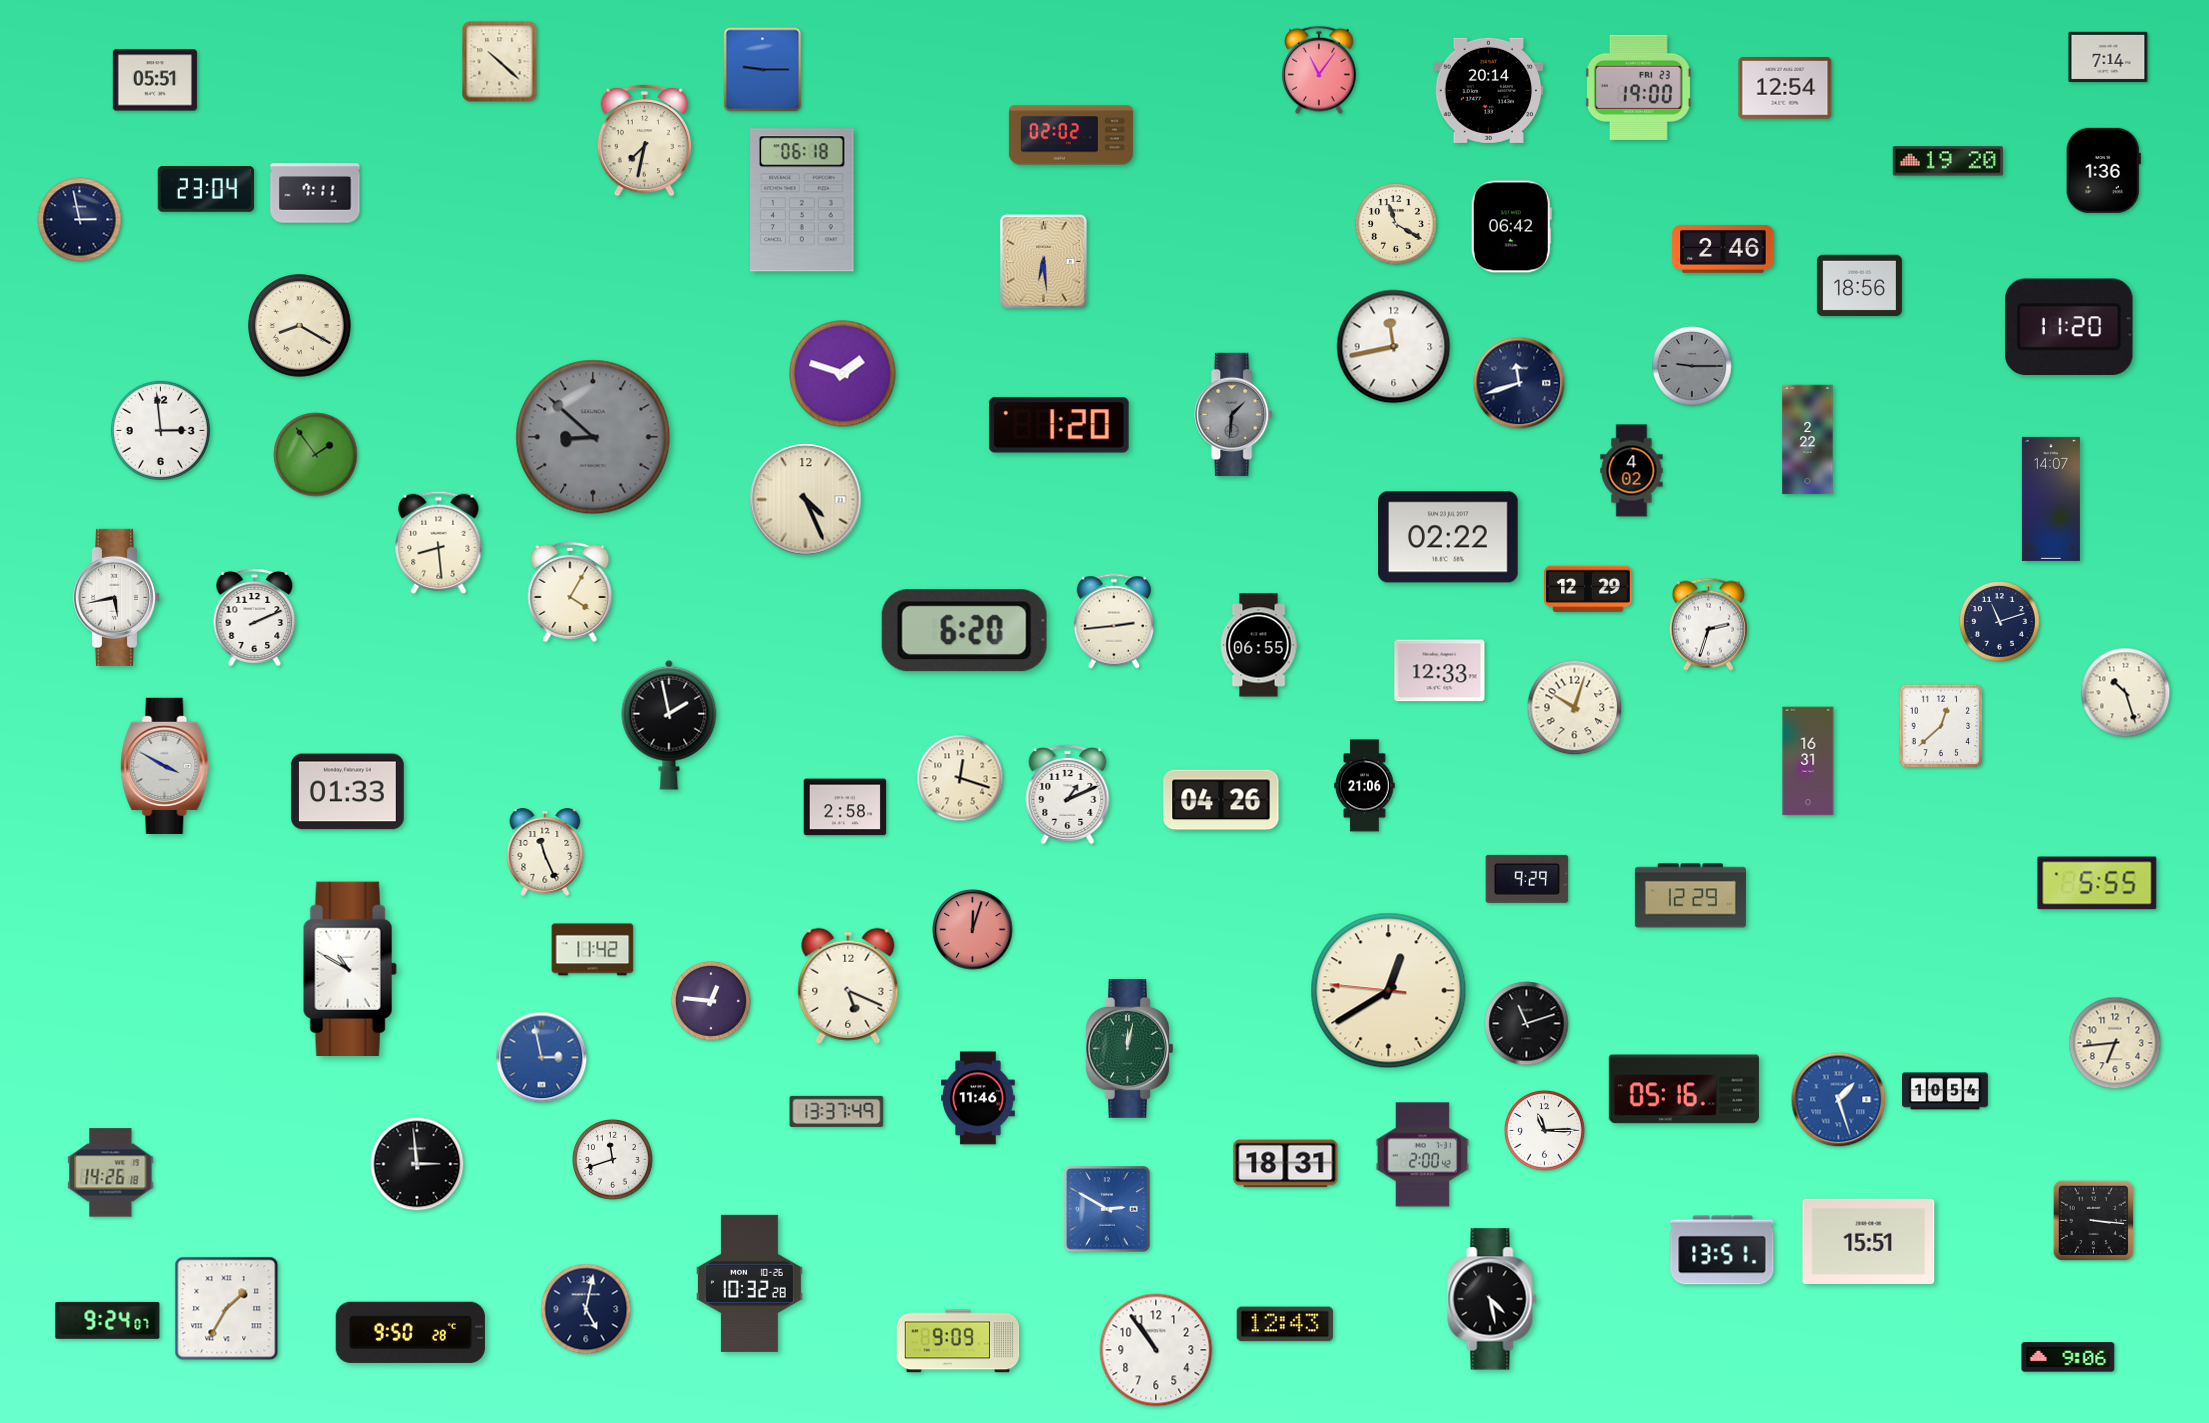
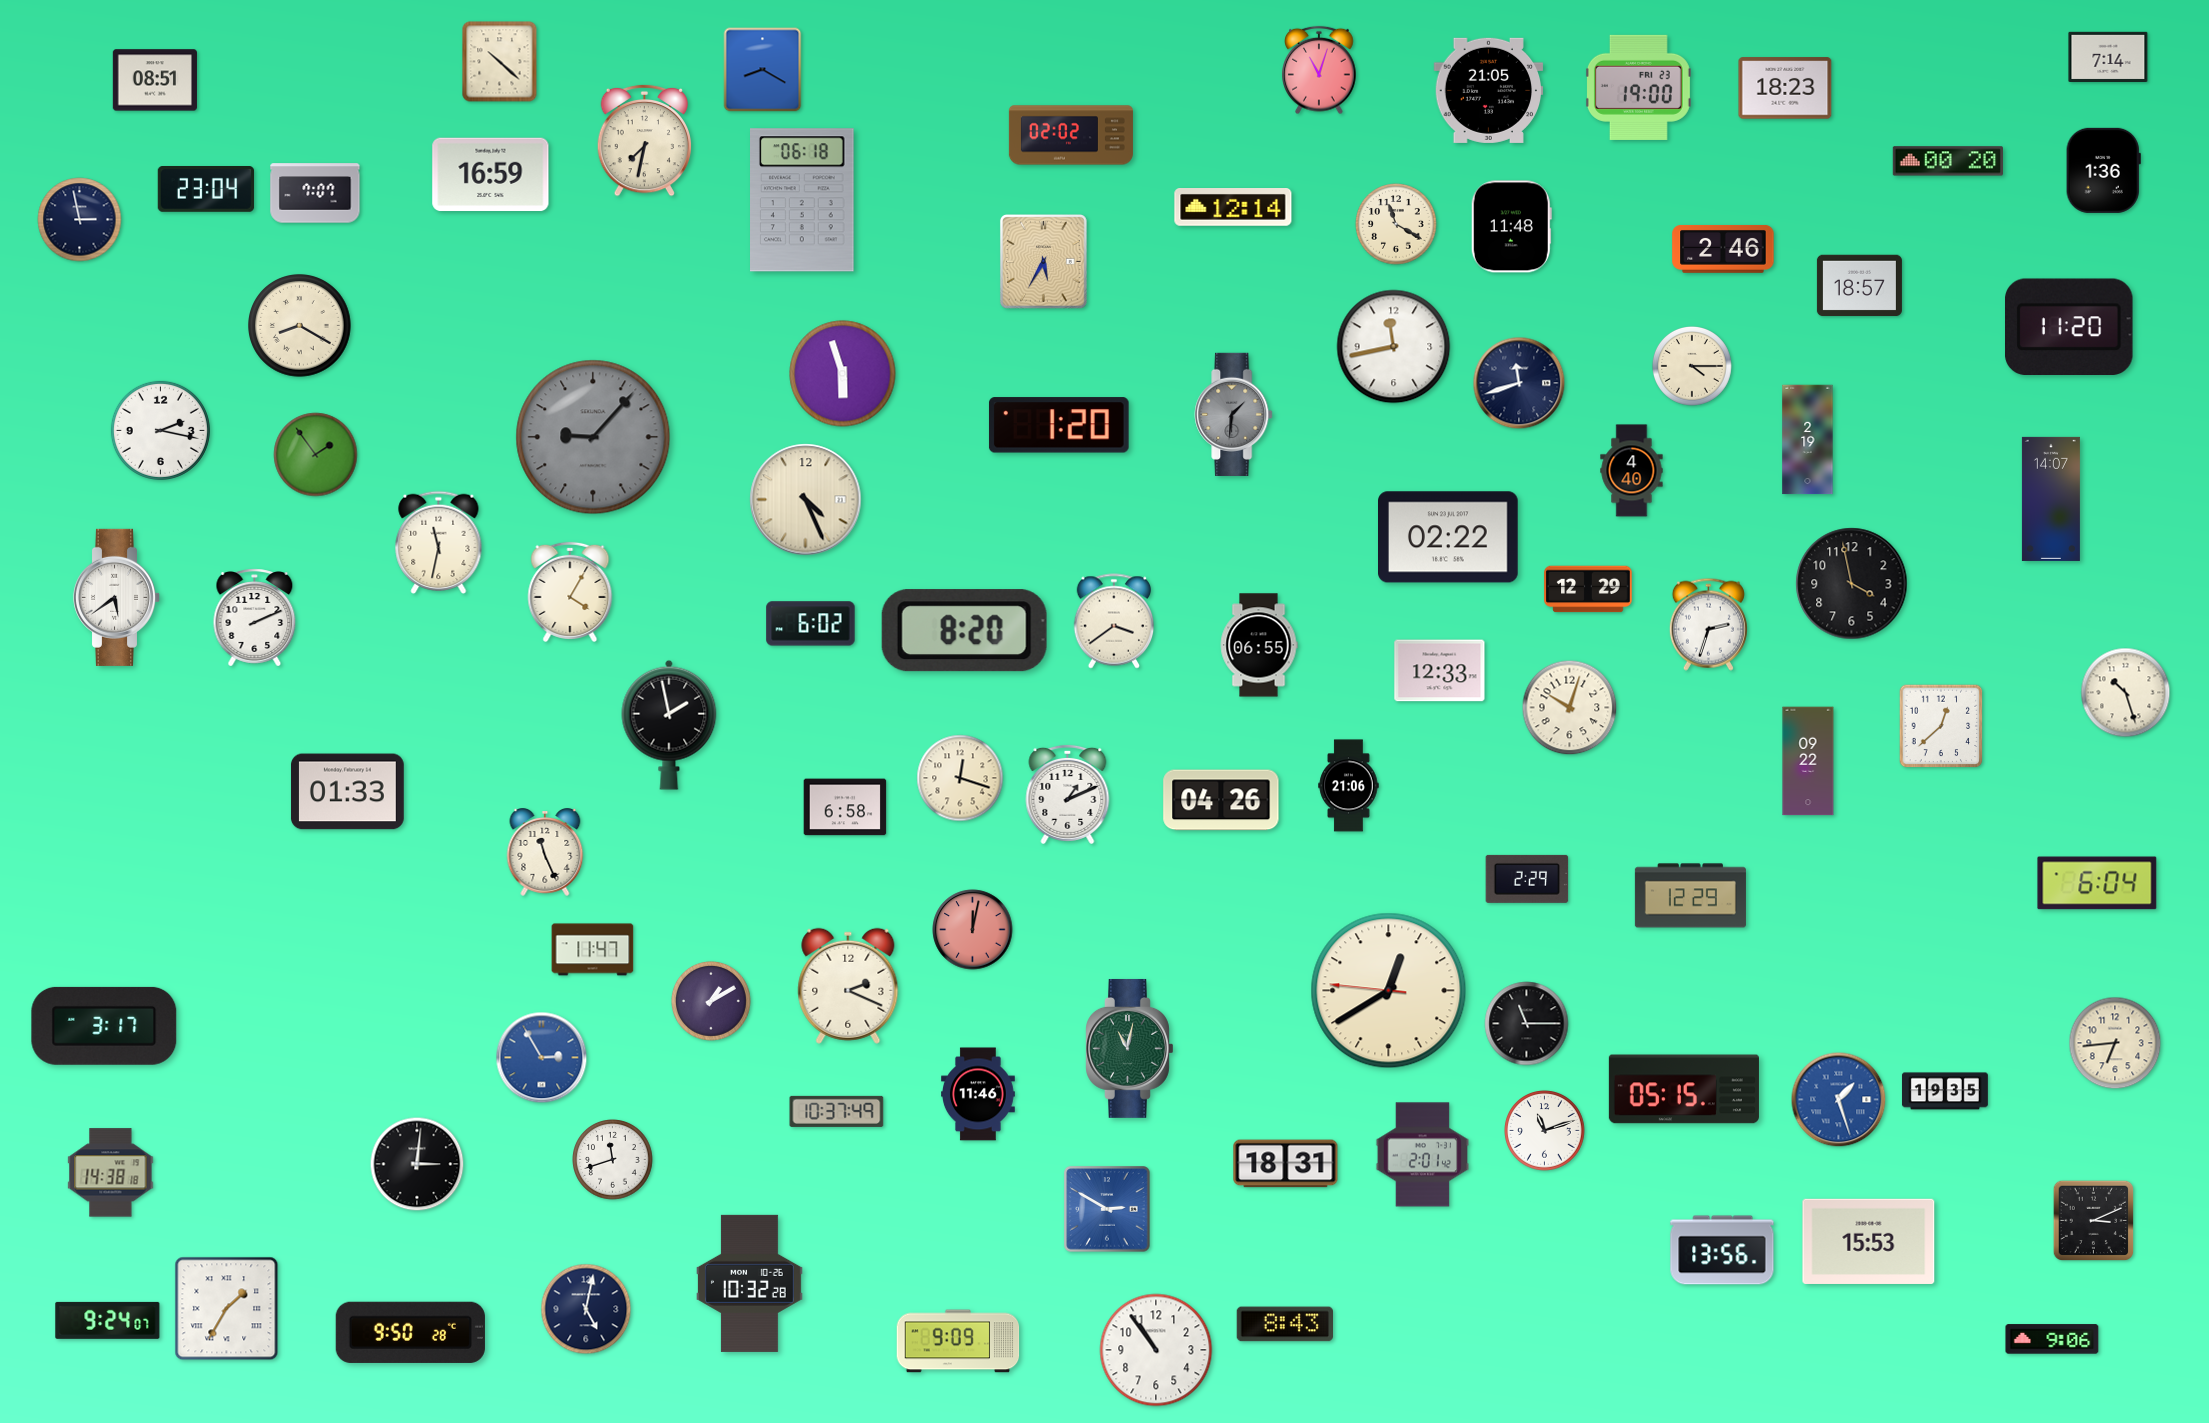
clock at (763, 70): 9:15 -> 8:20
clock at (1319, 70): 11:06 -> 11:03
clock at (155, 80): 05:51 -> 08:51
clock at (1785, 88): 12:54 -> 18:23
clock at (1489, 90): 20:14 -> 21:05
clock at (1948, 161): 19:20 -> 00:20
clock at (491, 175): none -> 16:59
clock at (315, 193): 7:11 -> 7:07
clock at (1233, 208): none -> 12:14
clock at (1511, 227): 06:42 -> 11:48
clock at (1043, 262): 6:29 -> 5:35
clock at (1859, 286): 18:56 -> 18:57
clock at (1692, 366): 9:15 -> 4:15
clock at (1692, 366) dial: grey -> cream
clock at (843, 374): 1:48 -> 5:57
clock at (160, 430): 2:59 -> 2:17
clock at (593, 437): 8:52 -> 9:07
clock at (1808, 440): 2:22 -> 2:19
clock at (1632, 471): 4:02 -> 4:40
clock at (439, 542): 8:29 -> 11:32
clock at (1852, 584): none -> 3:58
clock at (117, 597): 5:43 -> 5:39
clock at (1114, 621): 2:44 -> 3:39
clock at (2000, 622): 11:12 -> none
clock at (811, 624): none -> 6:02
clock at (964, 631): 6:20 -> 8:20
clock at (1575, 708) position: (1575, 708) -> (1570, 708)
clock at (1808, 761): 16:31 -> 09:22
clock at (165, 766): 3:50 -> none
clock at (1365, 786) position: (1365, 786) -> (1349, 786)
clock at (845, 807): 2:58 -> 6:58
clock at (1527, 879): 9:29 -> 2:29
clock at (2097, 883): 5:55 -> 6:04
clock at (973, 930): 12:03 -> 12:02
clock at (593, 950): 11:42 -> 11:47
clock at (350, 969): 10:50 -> none
clock at (848, 986): 5:19 -> 2:19
clock at (711, 1001): 12:46 -> 1:10
clock at (1527, 1024): 11:12 -> 11:15
clock at (104, 1026): none -> 3:17
clock at (1130, 1048): 12:02 -> 11:02
clock at (542, 1058): 2:58 -> 2:55
clock at (1684, 1089): 05:16 -> 05:15
clock at (1945, 1091): 10:54 -> 19:35
clock at (979, 1098) position: (979, 1098) -> (979, 1094)
clock at (837, 1111): 13:37 -> 10:37
clock at (1545, 1131): 11:15 -> 11:12
clock at (1422, 1155): 2:00 -> 2:01
clock at (417, 1164): 2:59 -> 3:01
clock at (111, 1173): 14:26 -> 14:38
clock at (2094, 1221): 3:16 -> 3:11
clock at (1869, 1241): 15:51 -> 15:53
clock at (1722, 1250): 13:51 -> 13:56
clock at (1492, 1299): 4:28 -> none
clock at (1285, 1324): 12:43 -> 8:43
clock at (2068, 1357) position: (2068, 1357) -> (2052, 1339)
